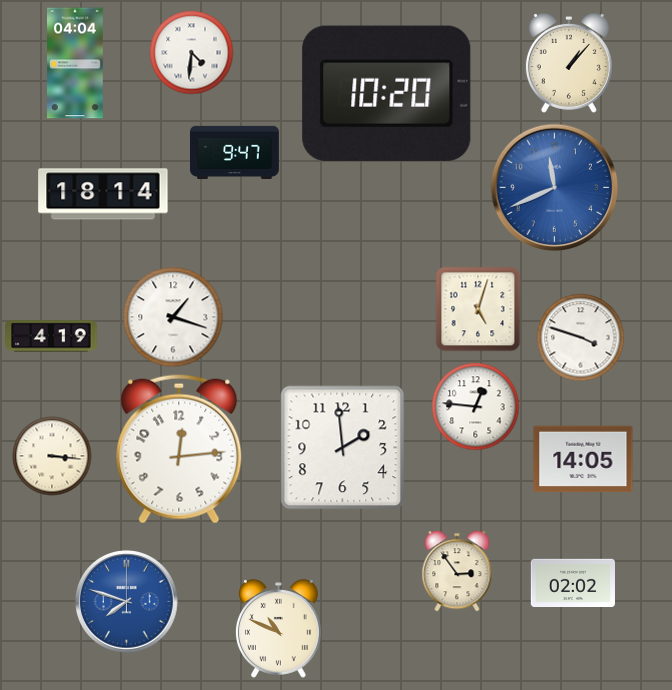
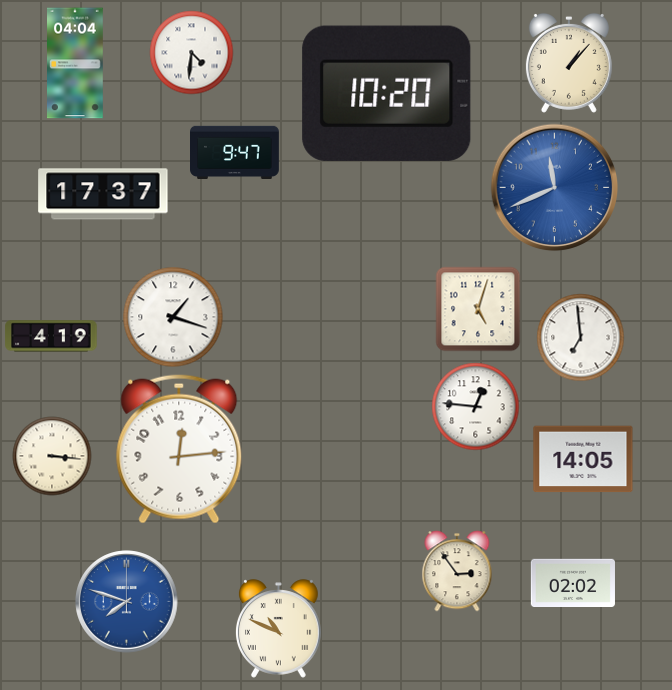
clock at (103, 194): 18:14 -> 17:37
clock at (581, 338): 3:48 -> 6:59
clock at (343, 448): 1:59 -> none
